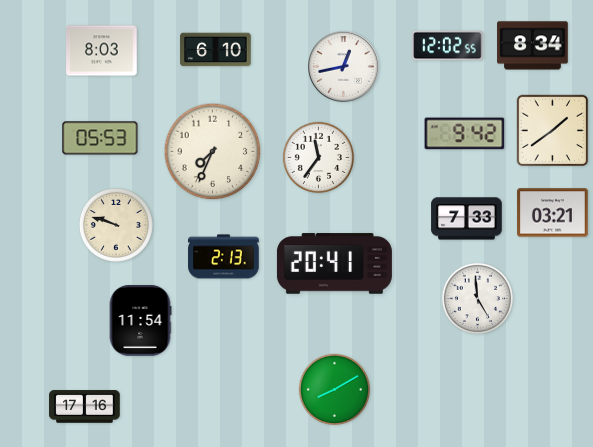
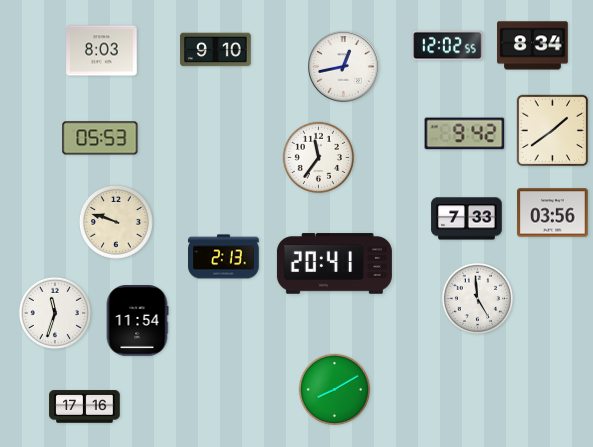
clock at (216, 50): 6:10 -> 9:10
clock at (213, 152): 7:34 -> none
clock at (553, 213): 03:21 -> 03:56
clock at (116, 225) position: (116, 225) -> (116, 222)
clock at (55, 313): none -> 11:33
clock at (140, 321) position: (140, 321) -> (137, 321)
